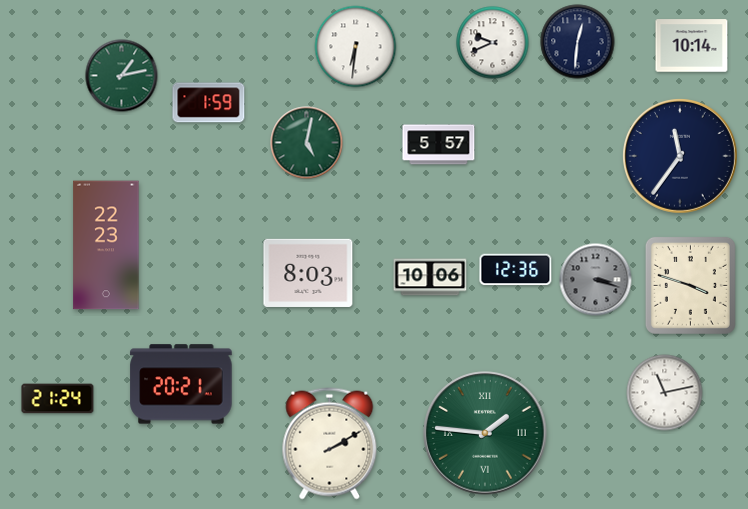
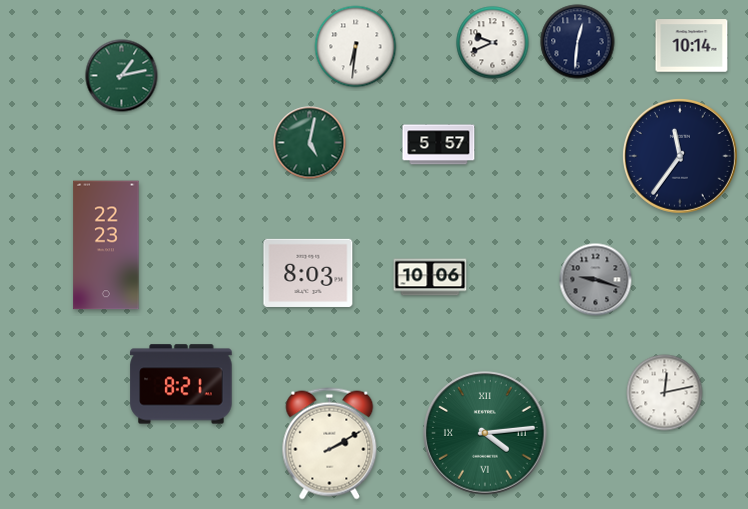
clock at (209, 103): 1:59 -> none
clock at (307, 143) position: (307, 143) -> (310, 143)
clock at (516, 270): 12:36 -> none
clock at (596, 280): 3:18 -> 9:18
clock at (690, 285): 3:48 -> none
clock at (181, 384): 20:21 -> 8:21
clock at (665, 393): 11:13 -> 12:13
clock at (58, 399): 21:24 -> none
clock at (485, 433): 1:46 -> 4:14
